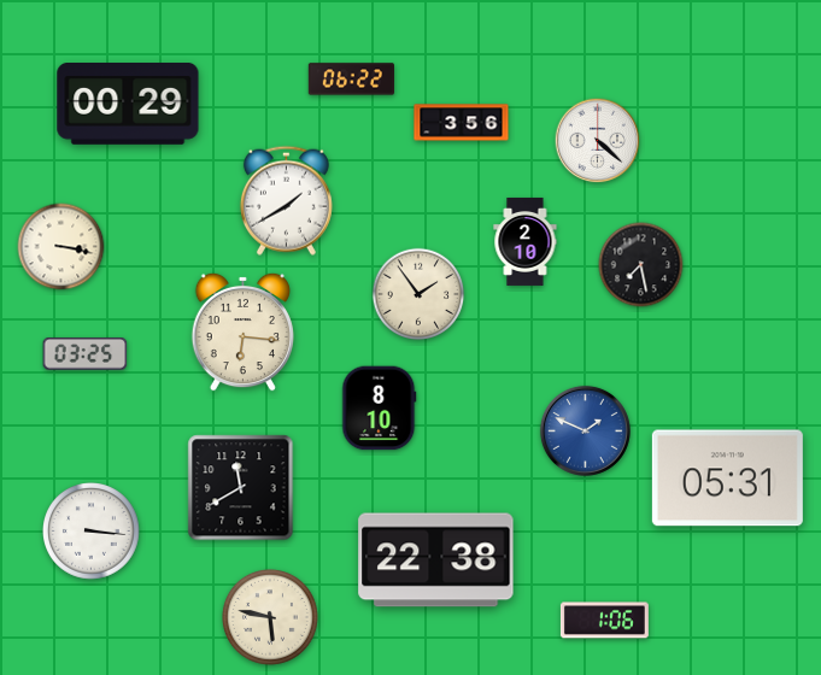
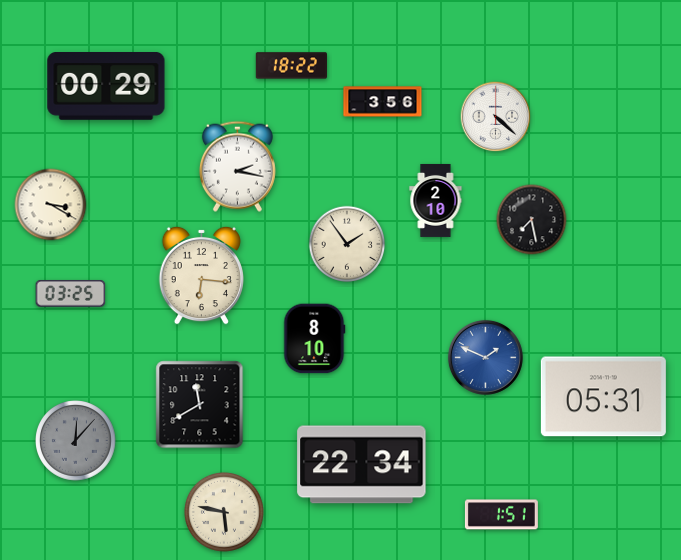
clock at (351, 80): 06:22 -> 18:22
clock at (286, 200): 1:40 -> 2:17
clock at (61, 247): 3:17 -> 3:20
clock at (92, 532): 3:16 -> 12:07
clock at (92, 532) dial: white -> grey
clock at (436, 560): 22:38 -> 22:34
clock at (604, 621): 1:06 -> 1:51
